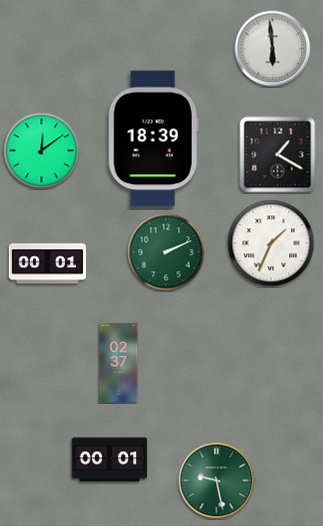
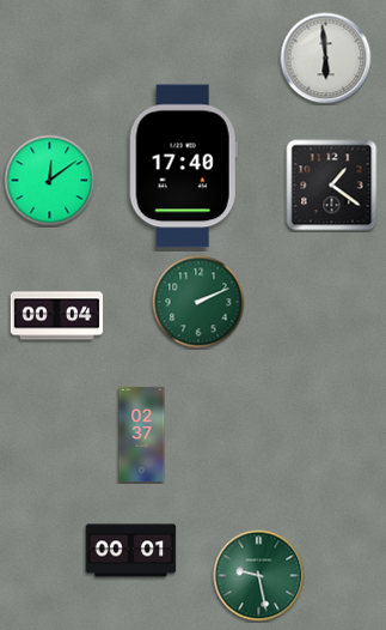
clock at (153, 139): 18:39 -> 17:40
clock at (278, 155): 1:20 -> 1:21
clock at (271, 243): 1:34 -> none
clock at (48, 264): 00:01 -> 00:04
